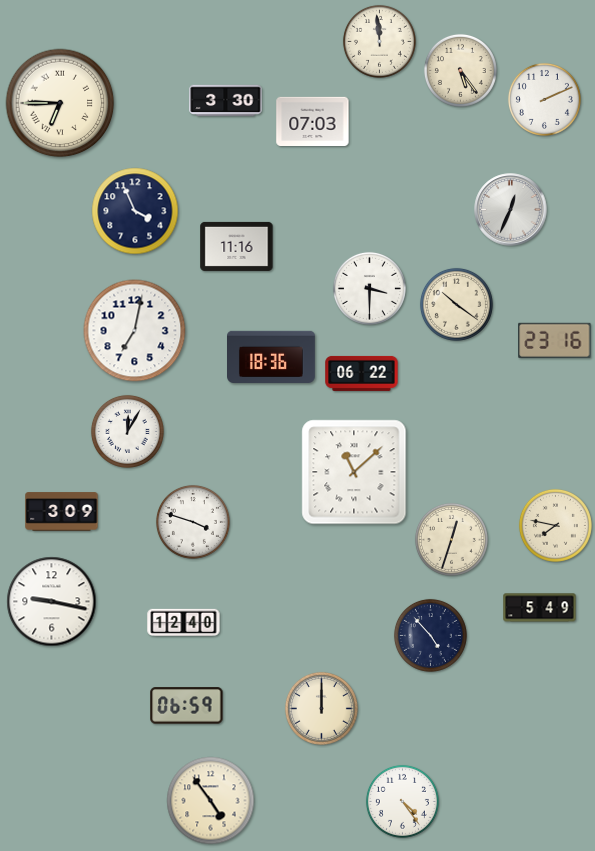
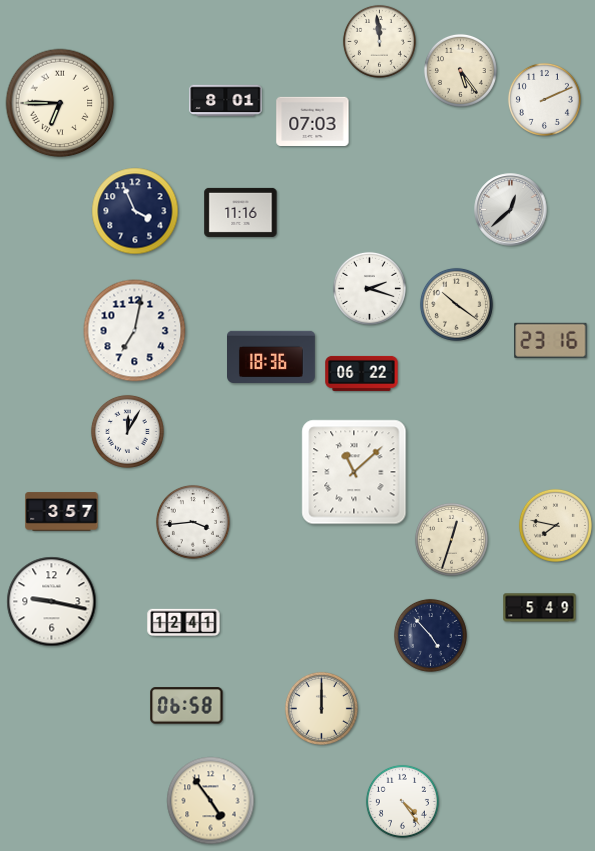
clock at (226, 101): 3:30 -> 8:01
clock at (511, 210): 12:34 -> 12:38
clock at (237, 246) position: (237, 246) -> (241, 212)
clock at (369, 288): 3:30 -> 2:18
clock at (555, 340) position: (555, 340) -> (551, 340)
clock at (62, 512): 3:09 -> 3:57
clock at (193, 522): 3:48 -> 3:44
clock at (184, 622): 12:40 -> 12:41
clock at (187, 706): 06:59 -> 06:58
